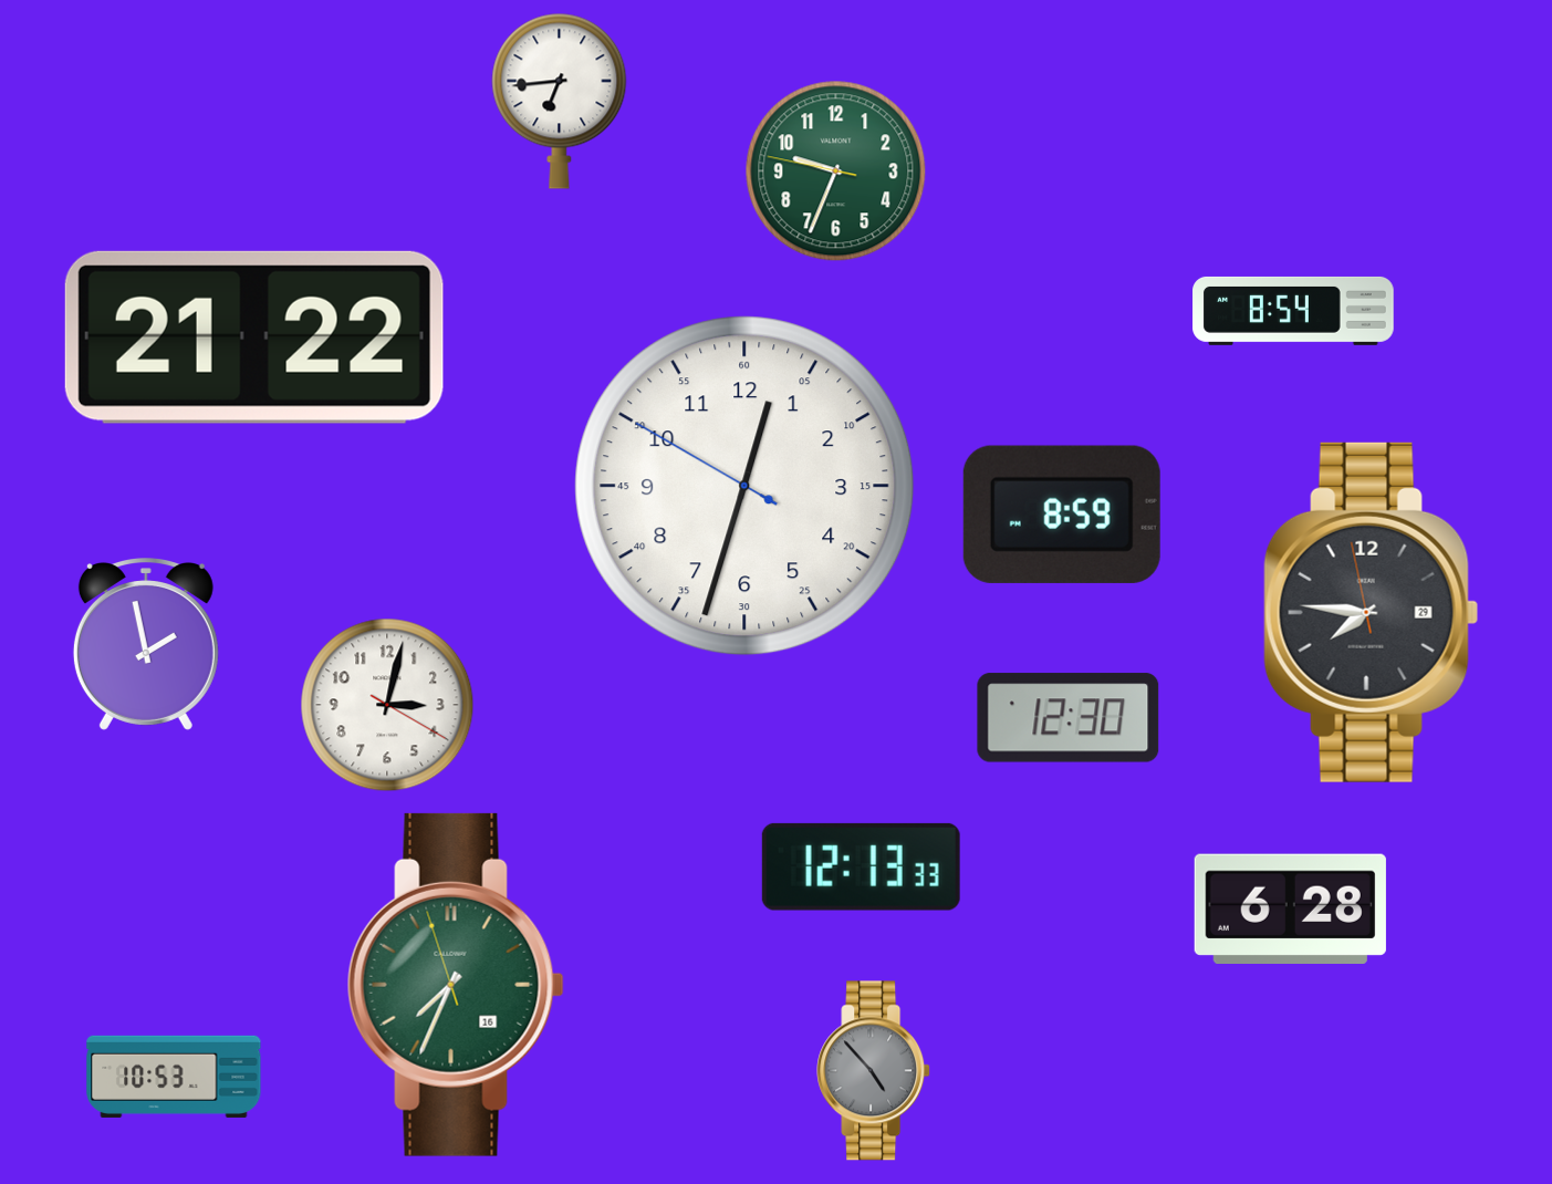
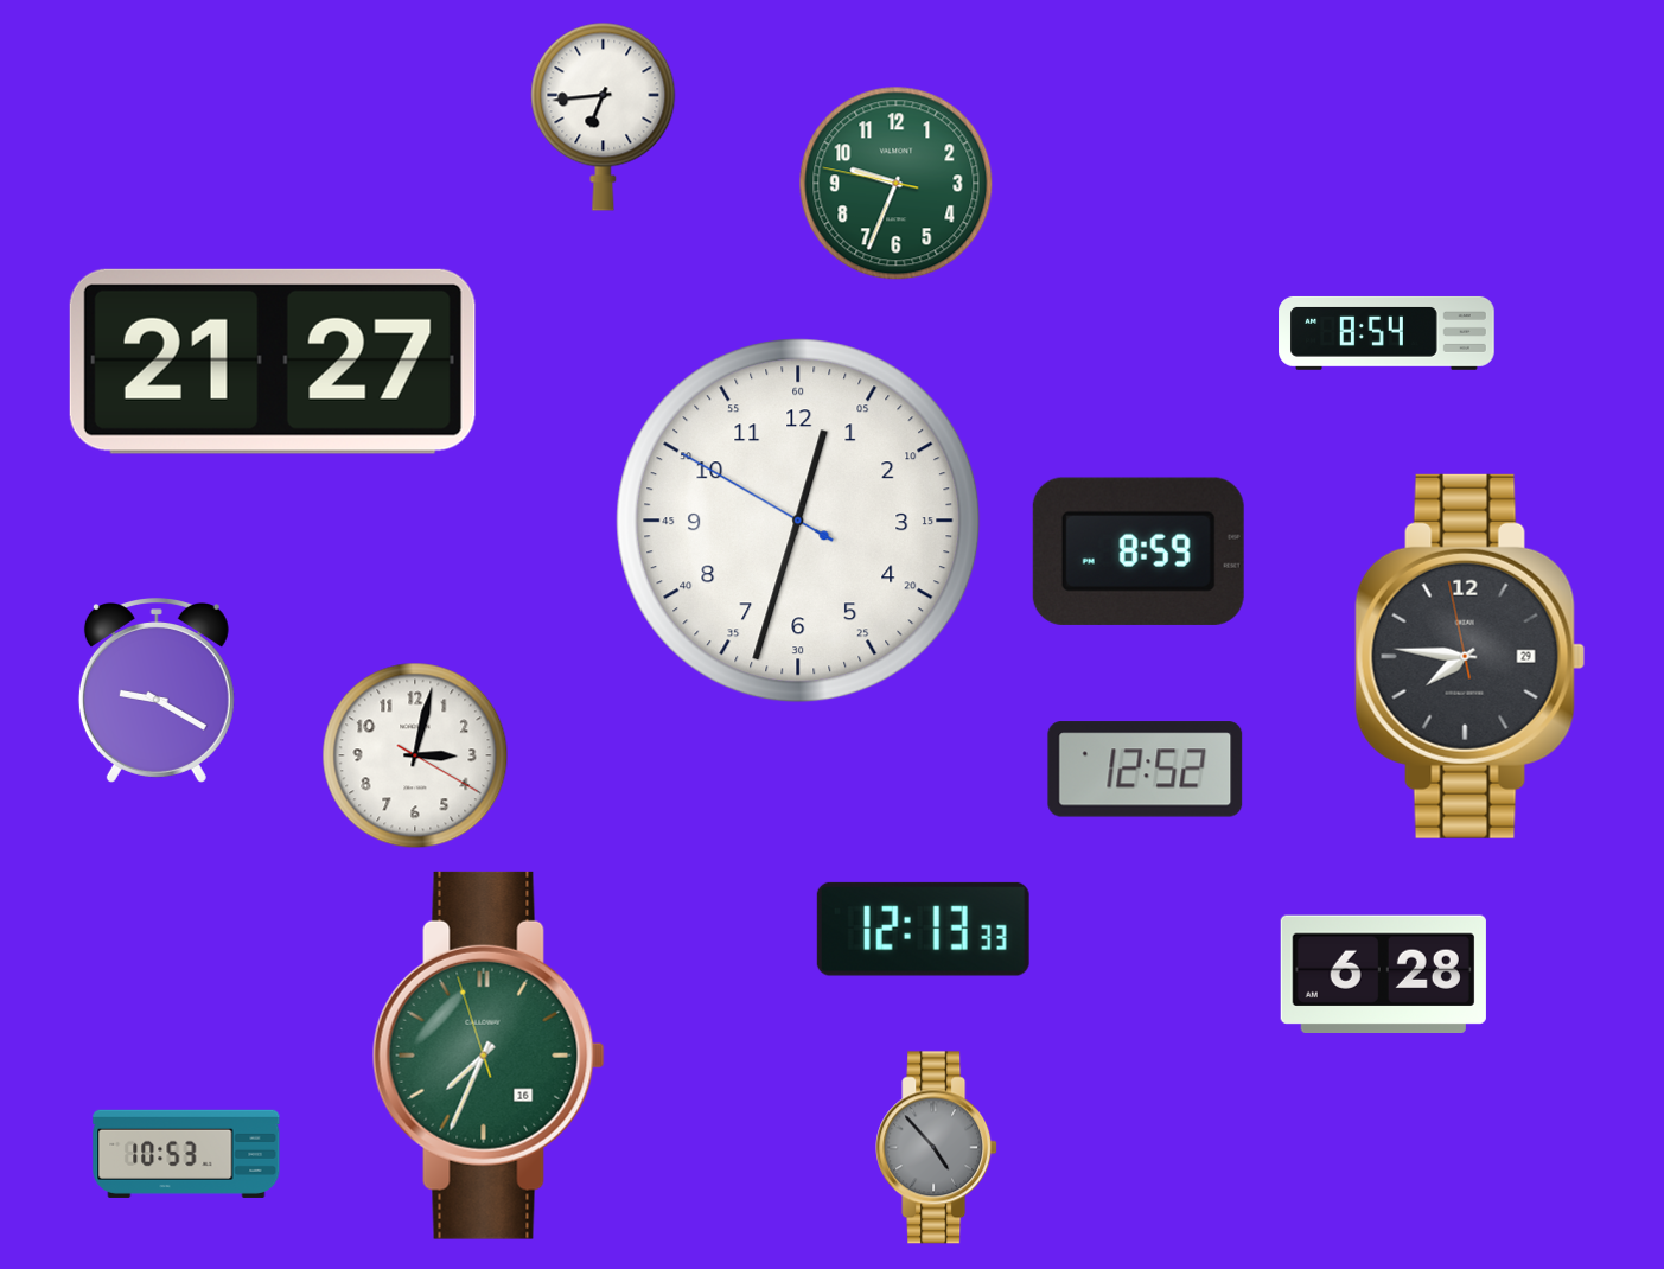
clock at (560, 101) position: (560, 101) -> (604, 116)
clock at (254, 337): 21:22 -> 21:27
clock at (146, 645): 1:58 -> 9:20
clock at (1069, 718): 12:30 -> 12:52
